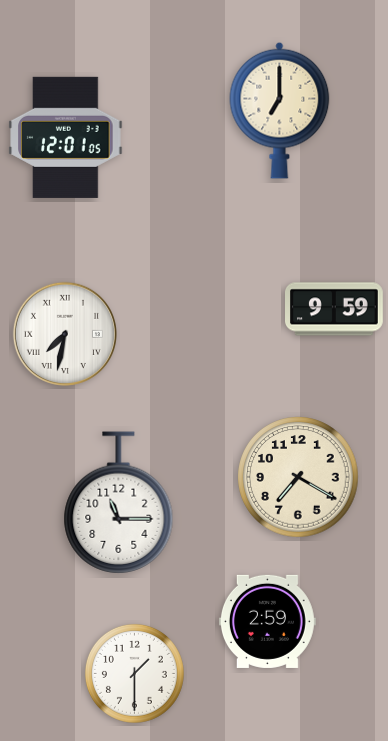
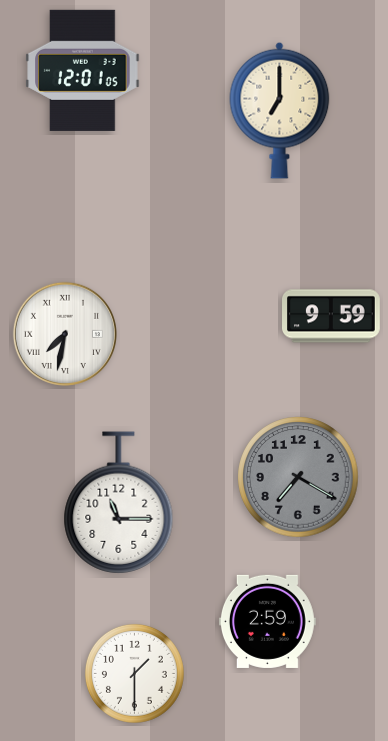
clock at (66, 137) position: (66, 137) -> (83, 70)
clock at (335, 309) position: (335, 309) -> (332, 316)
clock at (298, 477) dial: cream -> grey
